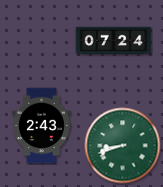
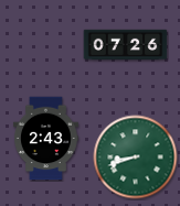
clock at (114, 41): 07:24 -> 07:26
clock at (123, 146) position: (123, 146) -> (136, 158)
